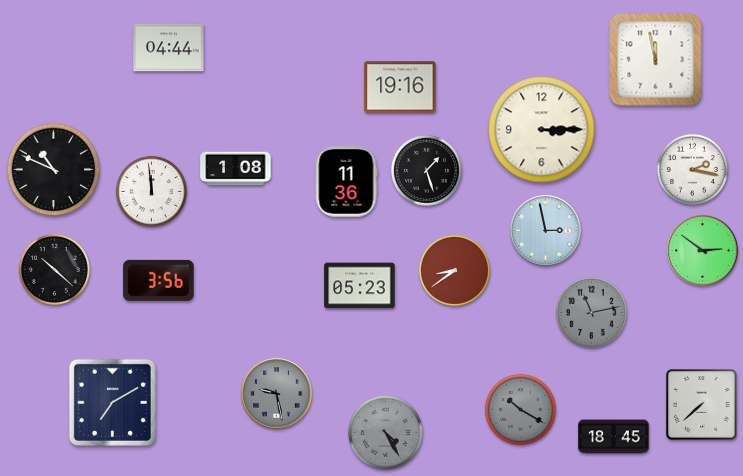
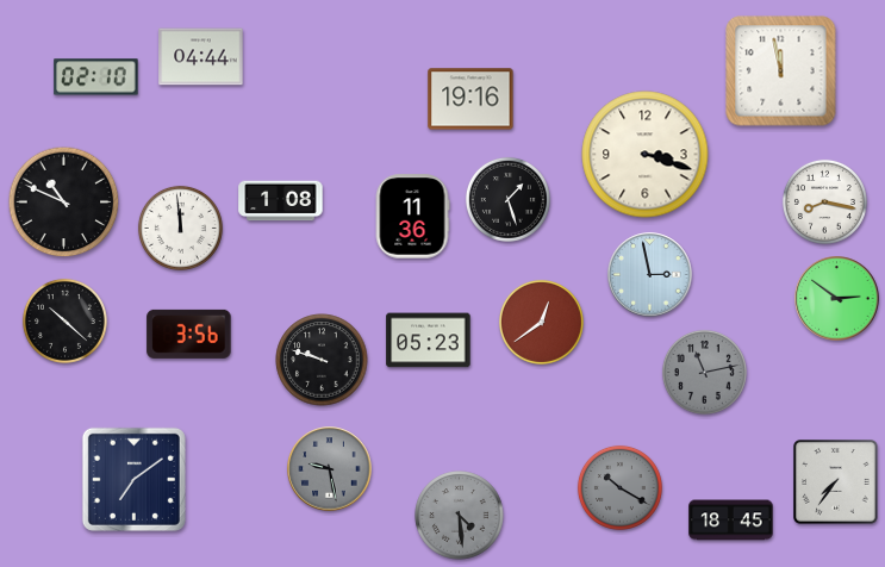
clock at (96, 77): none -> 02:10
clock at (400, 87) position: (400, 87) -> (470, 99)
clock at (542, 130): 3:15 -> 3:18
clock at (692, 169): 2:17 -> 8:17
clock at (426, 170) position: (426, 170) -> (507, 199)
clock at (454, 270): 8:39 -> 12:39
clock at (322, 360): none -> 9:48
clock at (112, 402): 7:10 -> 7:09
clock at (702, 405): 7:38 -> 7:36
clock at (386, 433): 4:25 -> 4:29
